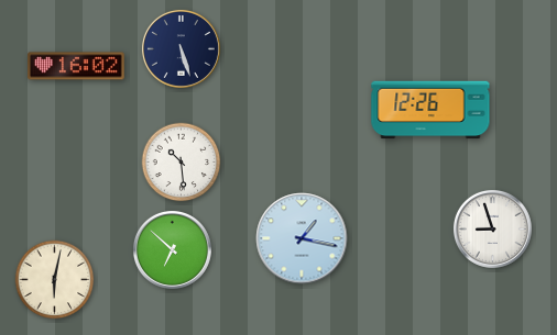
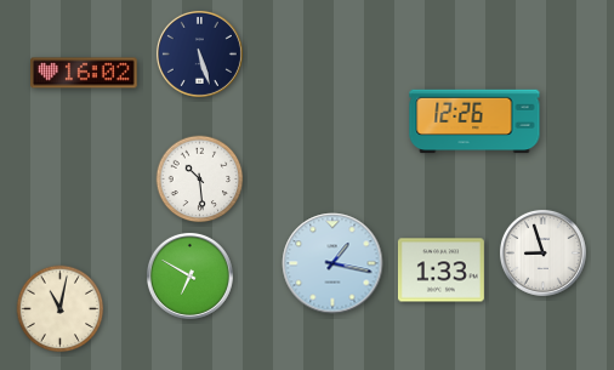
clock at (440, 271): none -> 1:33
clock at (172, 249): 6:52 -> 6:50
clock at (55, 280): 6:02 -> 11:02
